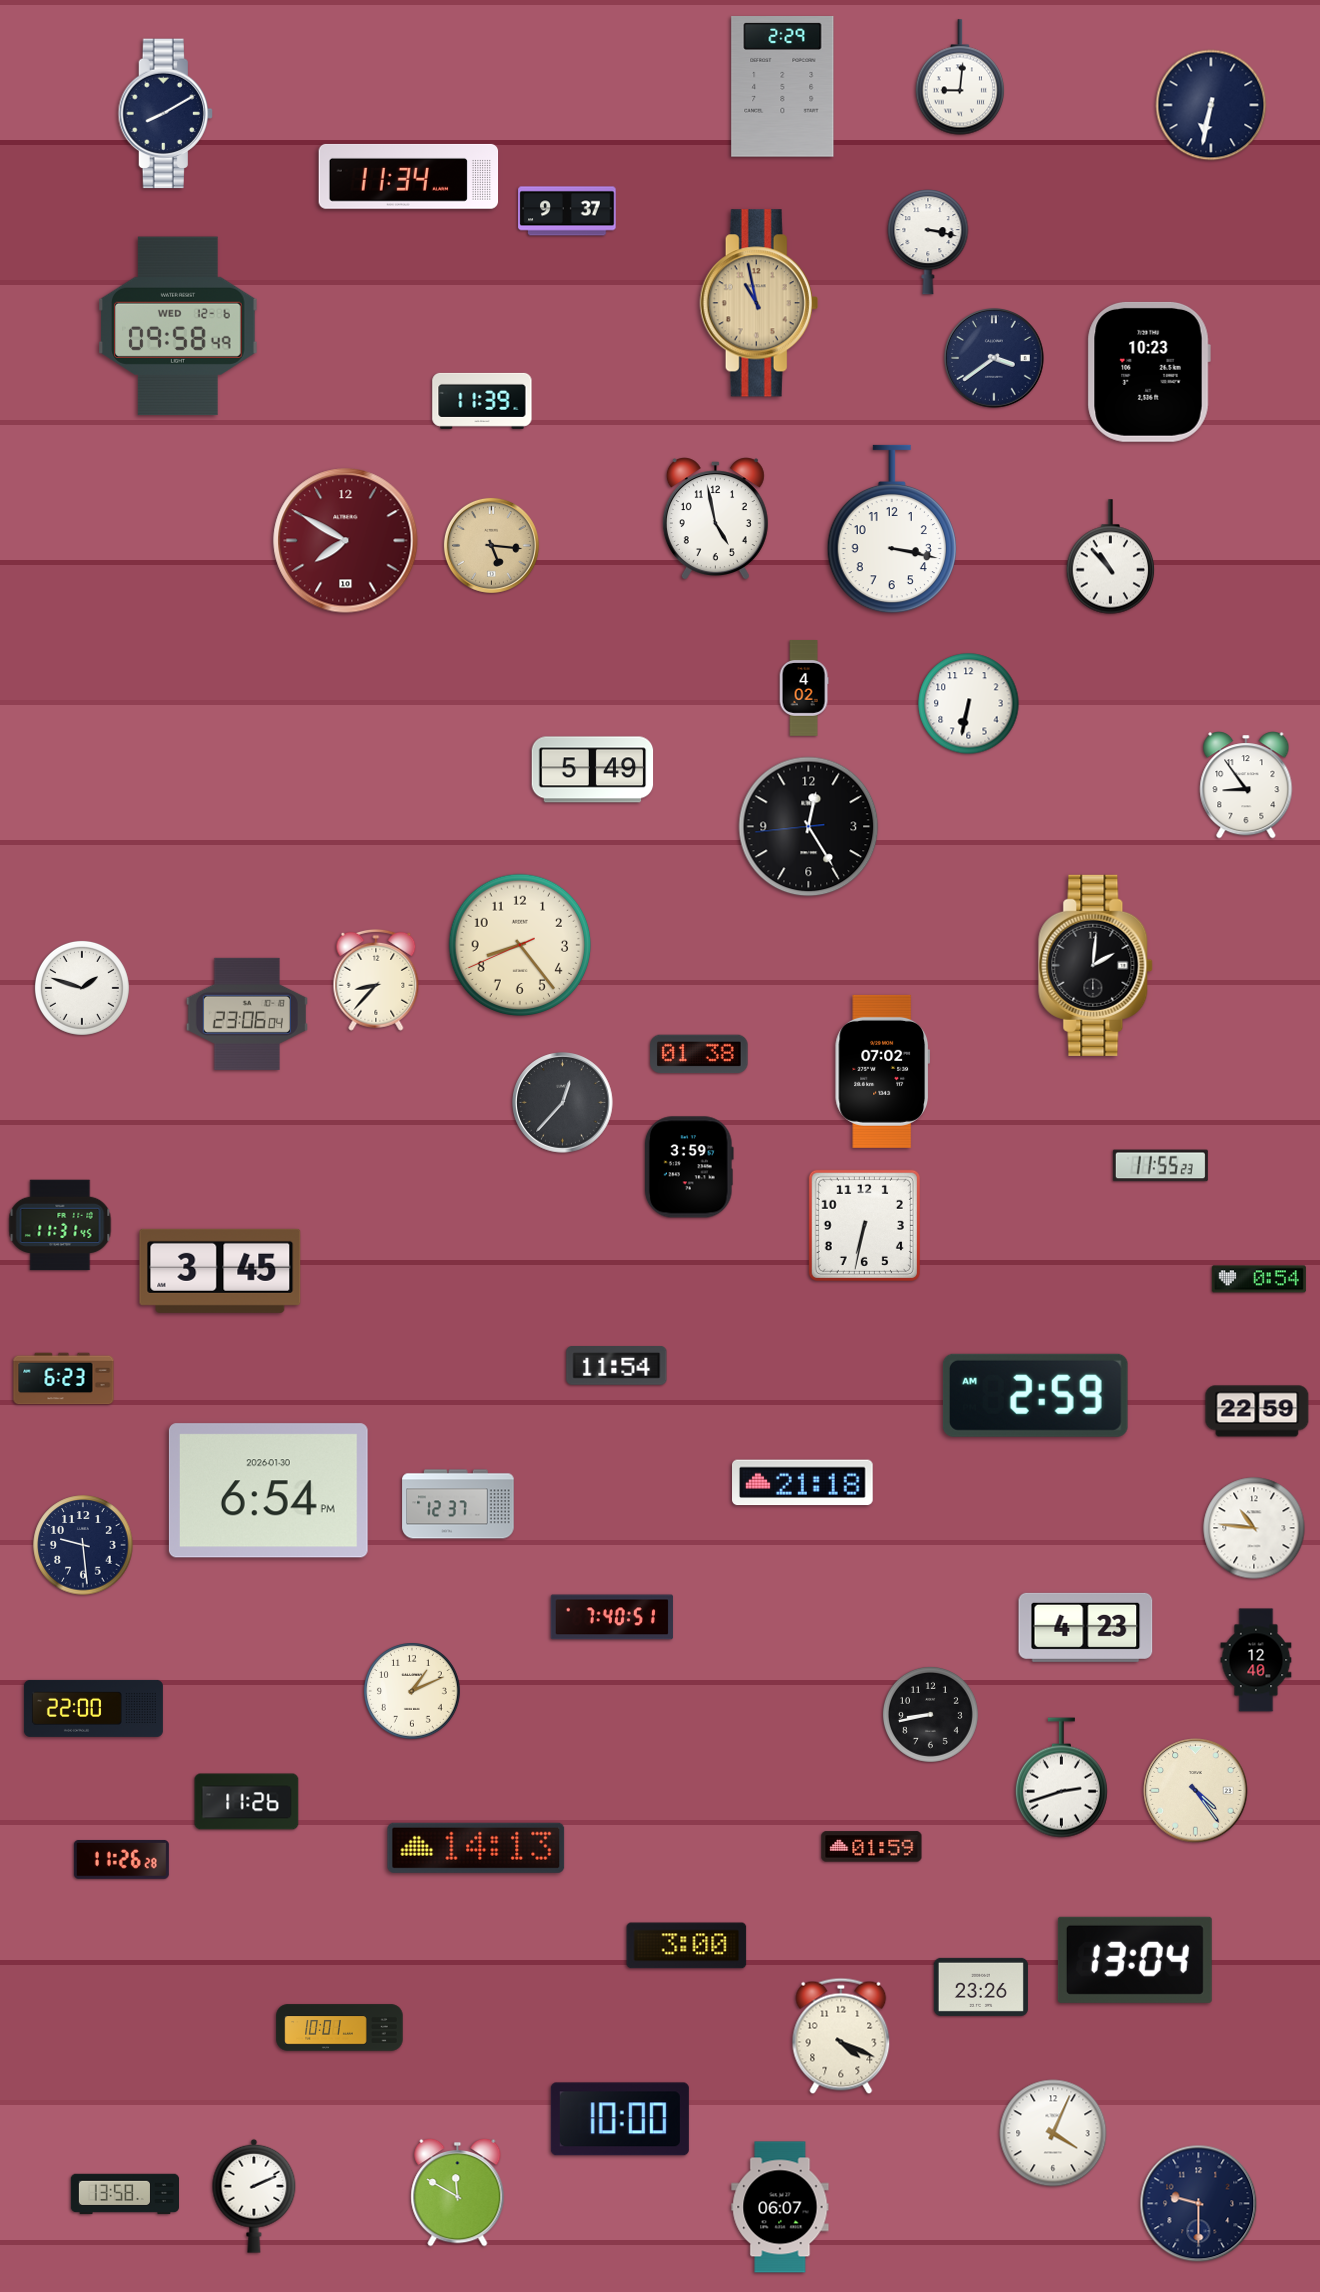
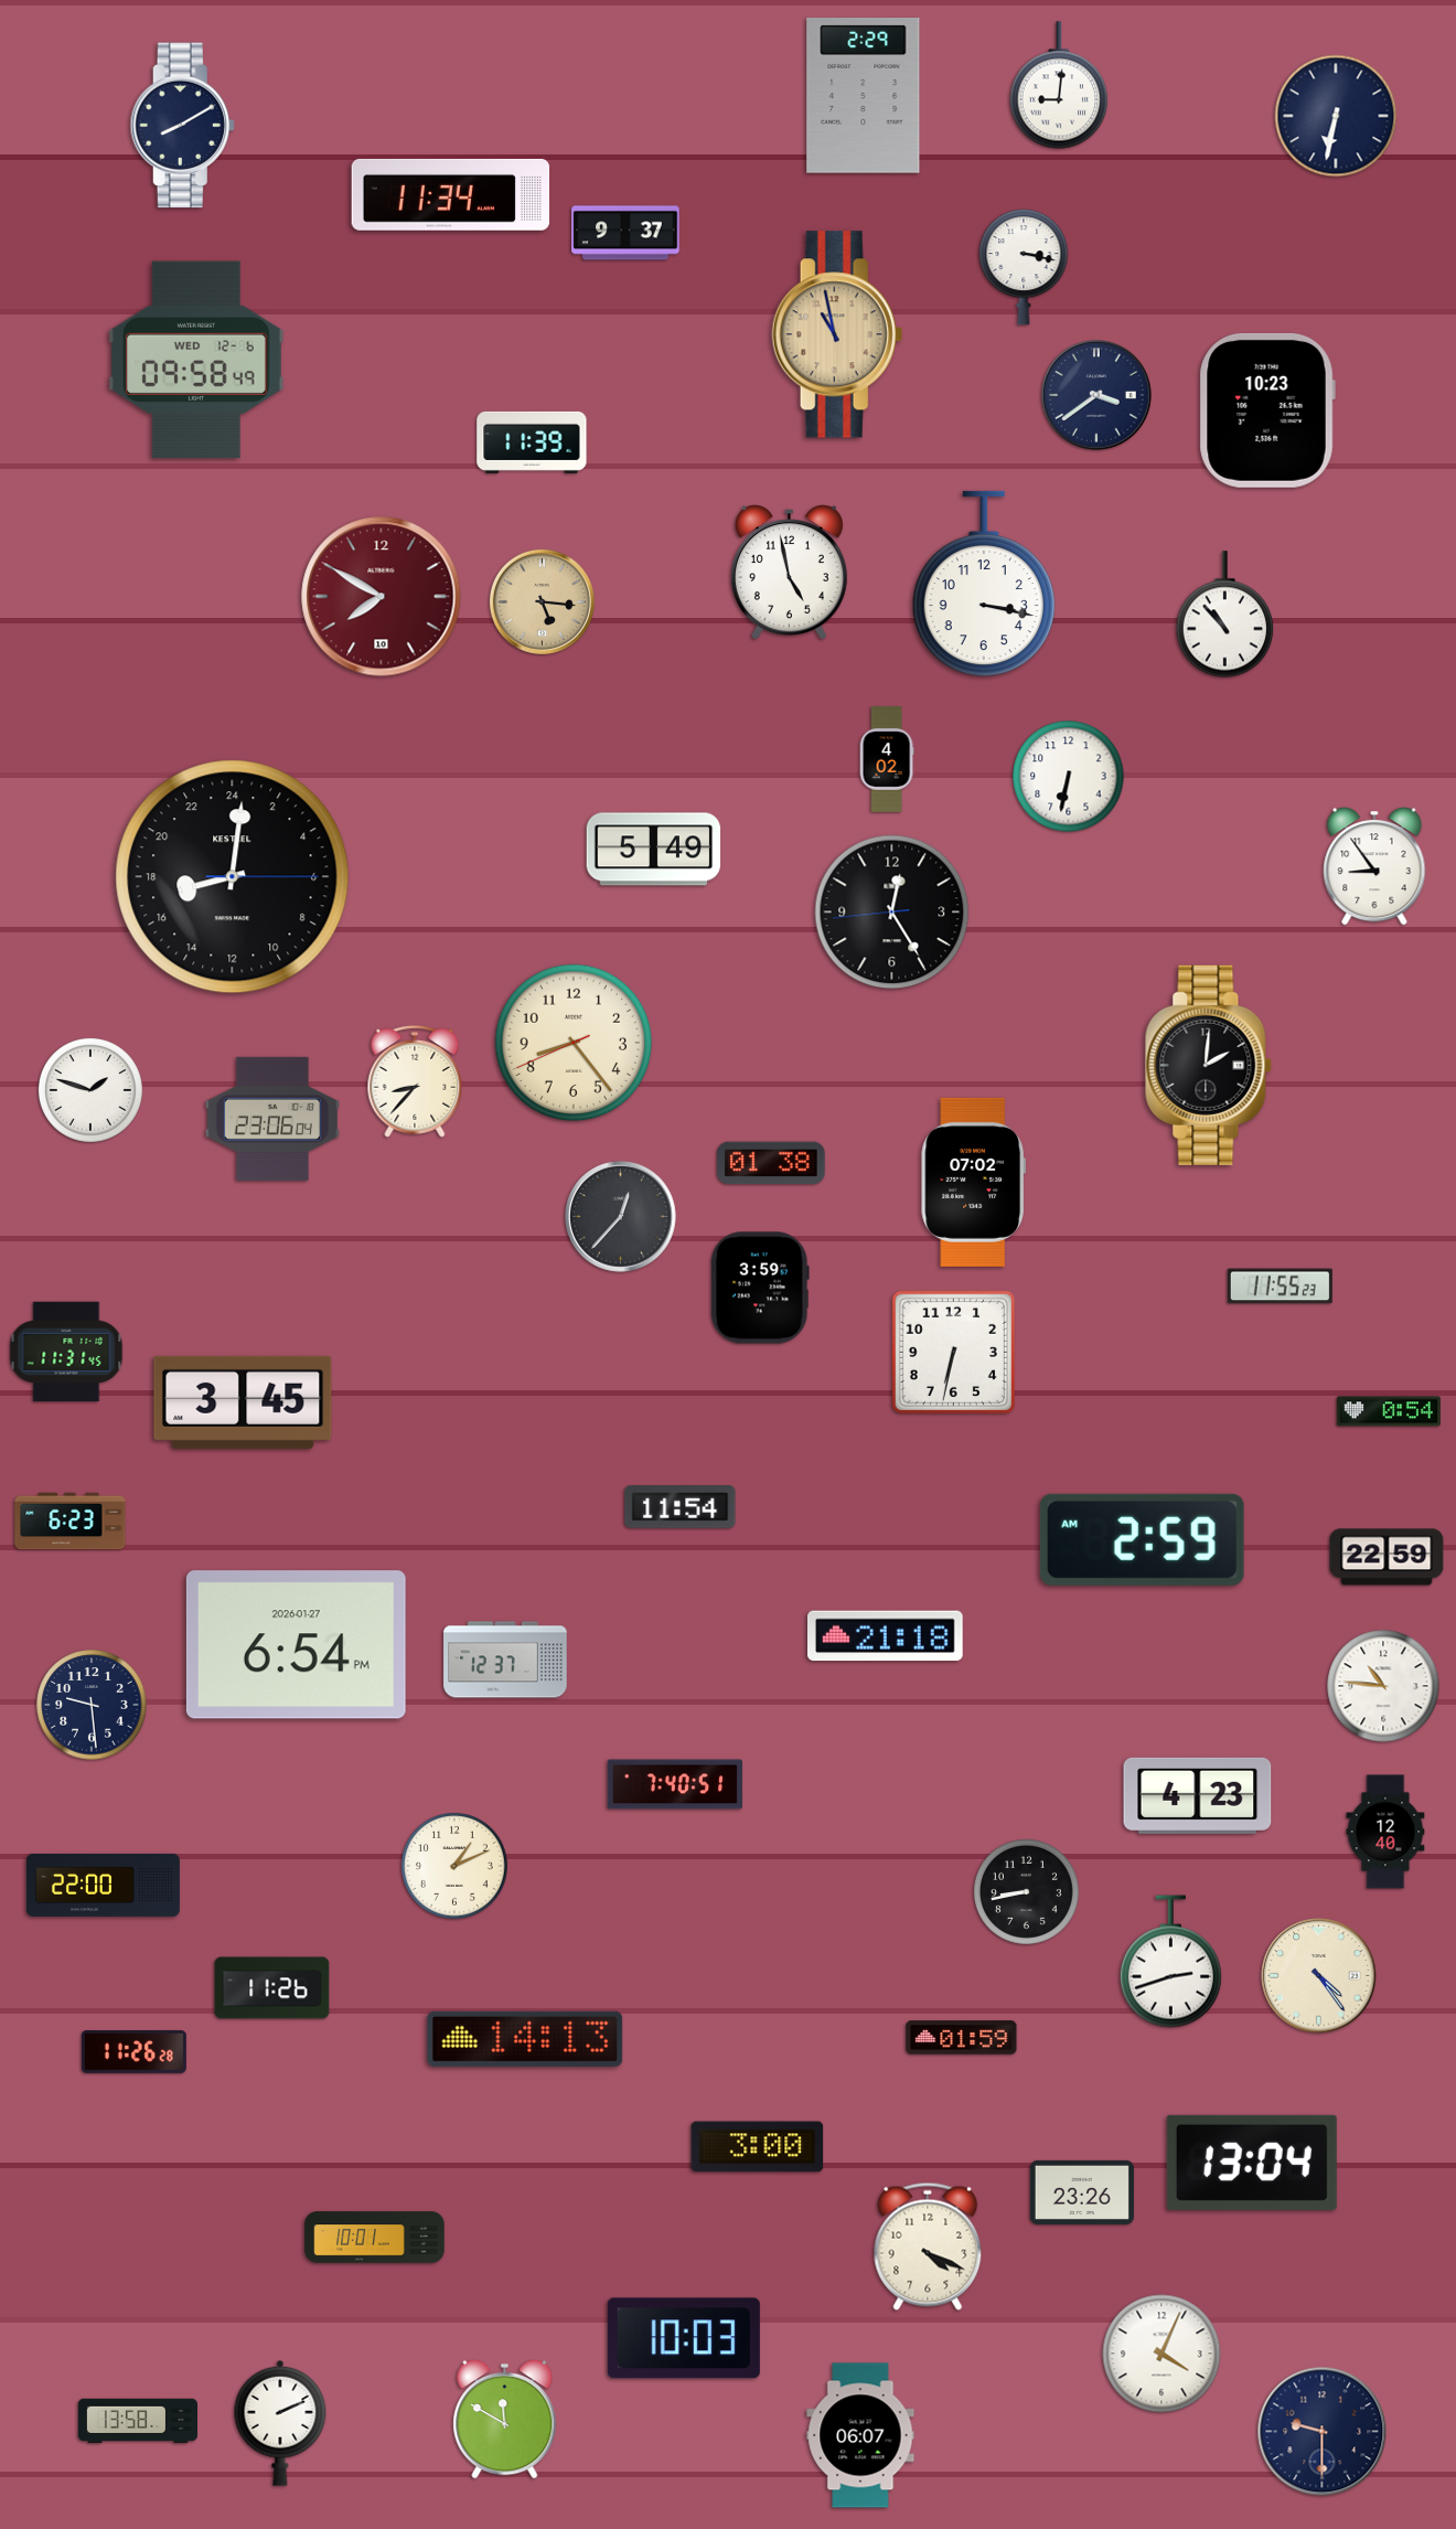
clock at (233, 877): none -> 17:01
clock at (268, 1491) date: 2026-01-30 -> 2026-01-27
clock at (620, 2119): 10:00 -> 10:03
